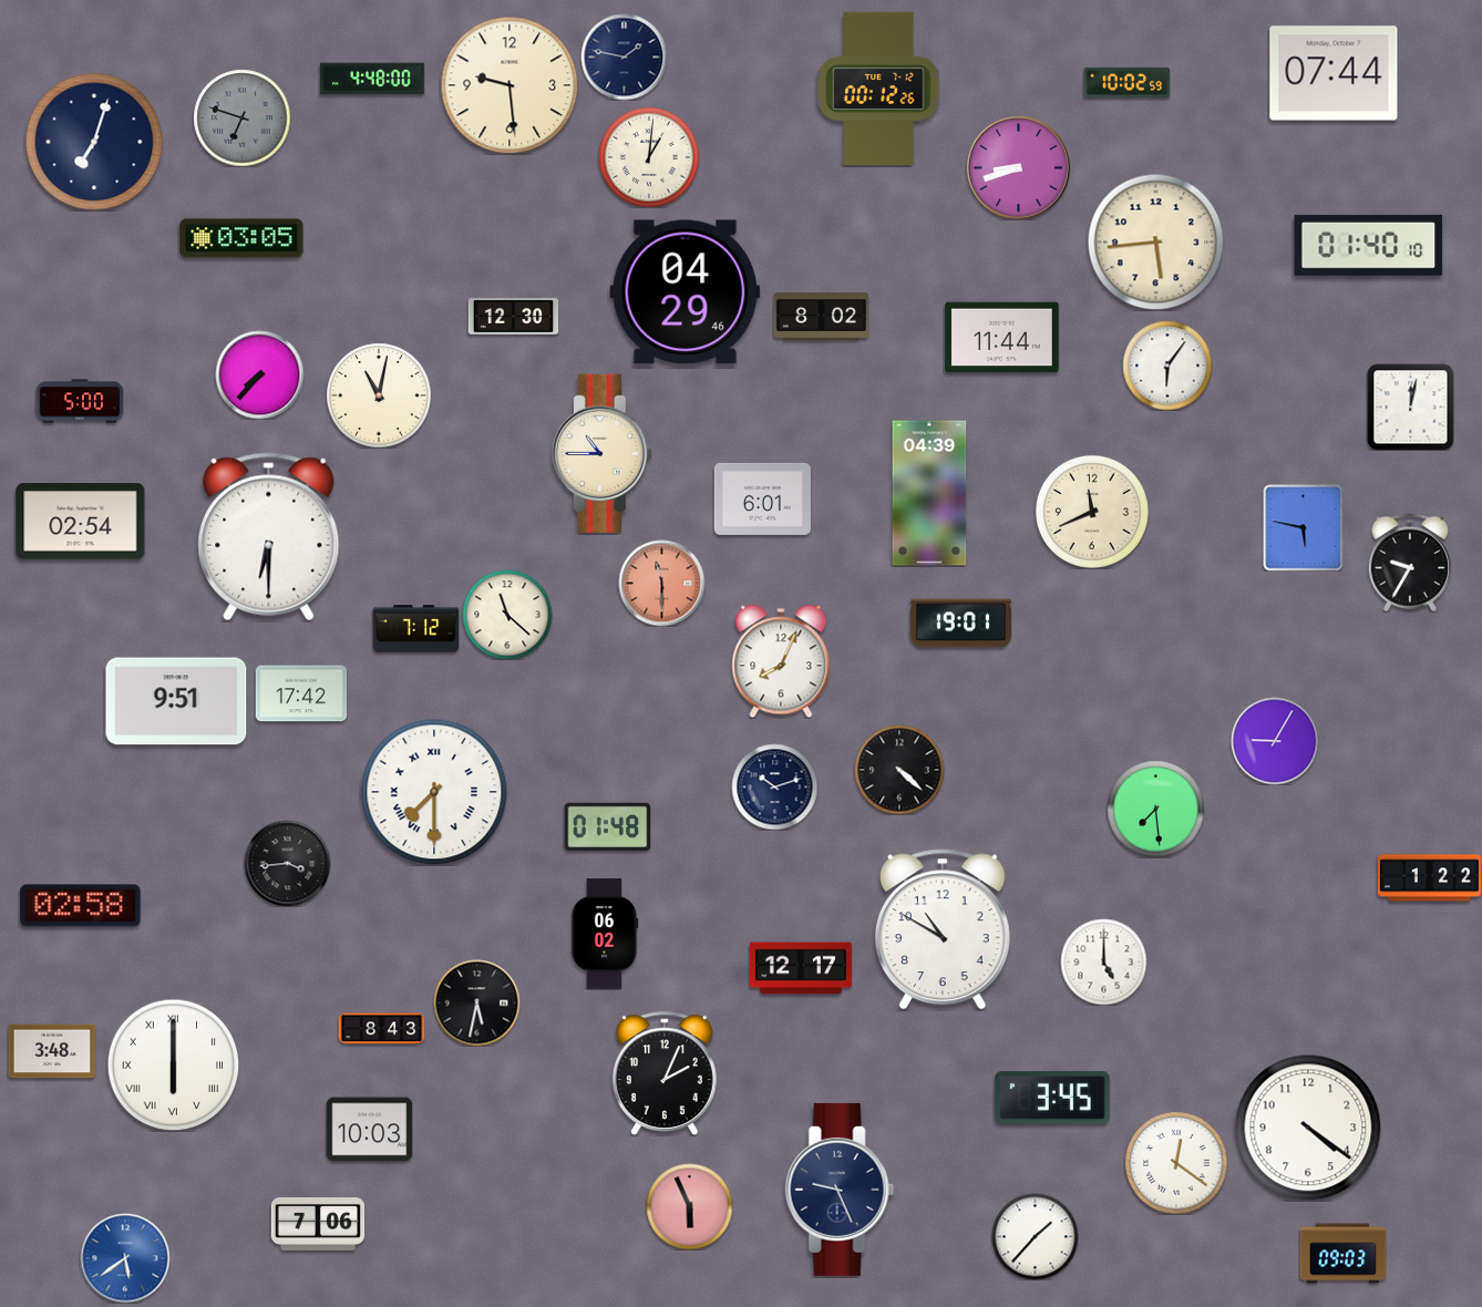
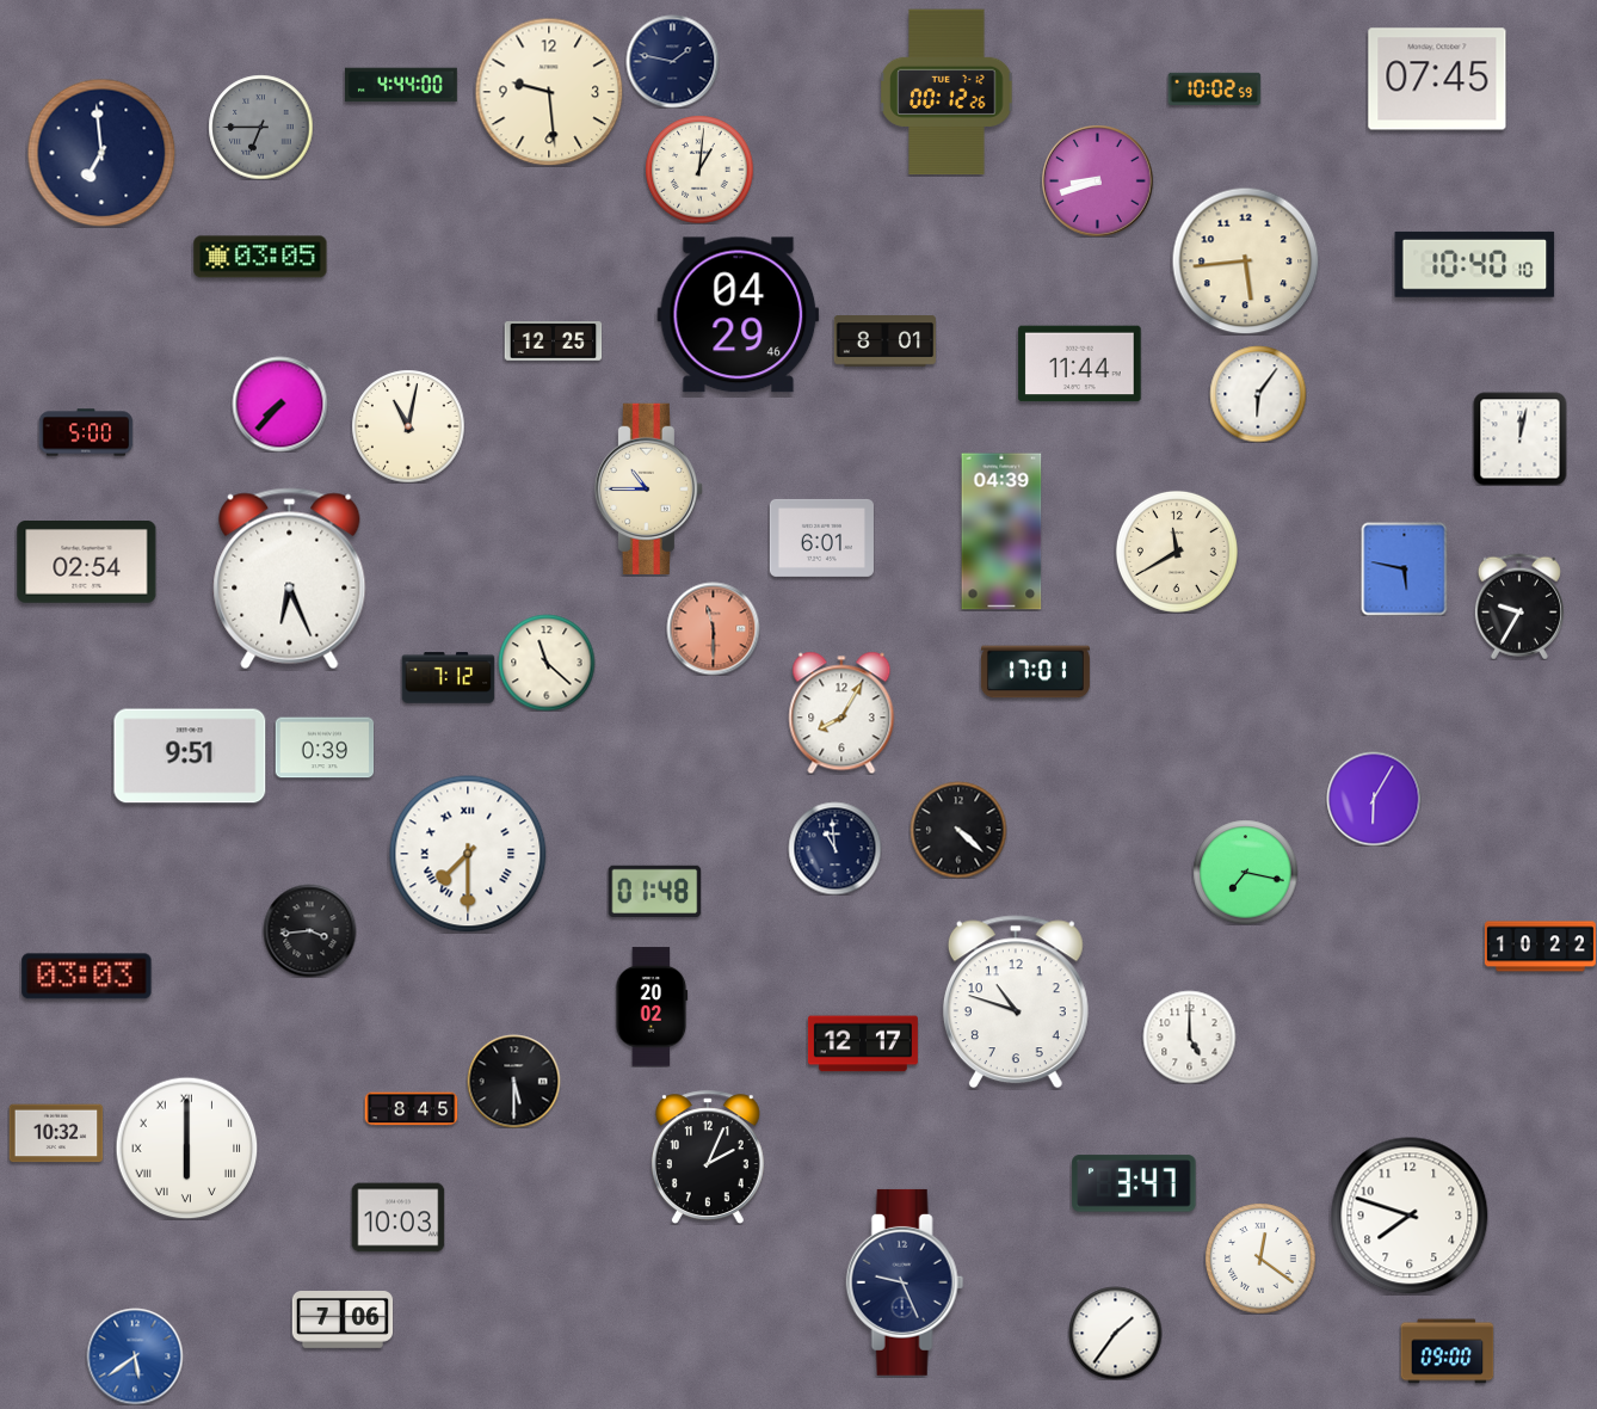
clock at (1334, 73): 07:44 -> 07:45
clock at (372, 79): 4:48 -> 4:44
clock at (878, 89) position: (878, 89) -> (947, 92)
clock at (241, 117): 6:48 -> 6:45
clock at (94, 142): 7:03 -> 6:59
clock at (1369, 245): 01:40 -> 10:40
clock at (513, 317): 12:30 -> 12:25
clock at (821, 317): 8:02 -> 8:01
clock at (1092, 512): 11:41 -> 11:40
clock at (269, 537): 6:30 -> 6:26
clock at (960, 624): 19:01 -> 17:01
clock at (781, 661): 8:04 -> 8:05
clock at (301, 693): 17:42 -> 0:39
clock at (1275, 741): 9:05 -> 6:05
clock at (899, 770) position: (899, 770) -> (958, 830)
clock at (774, 786): 10:12 -> 10:59
clock at (1155, 809): 7:29 -> 7:17
clock at (1429, 878): 1:22 -> 10:22
clock at (81, 906): 02:58 -> 03:03
clock at (943, 929): 10:50 -> 10:48
clock at (605, 934): 06:02 -> 20:02
clock at (476, 1002): 5:32 -> 5:30
clock at (381, 1029): 8:43 -> 8:45
clock at (52, 1051): 3:48 -> 10:32
clock at (665, 1073) position: (665, 1073) -> (708, 1157)
clock at (1052, 1098): 3:45 -> 3:47
clock at (1308, 1128): 4:21 -> 7:48
clock at (1176, 1163) position: (1176, 1163) -> (1260, 1259)
clock at (689, 1206): 5:56 -> none
clock at (1035, 1236): 1:37 -> 1:36
clock at (1342, 1254): 09:03 -> 09:00
